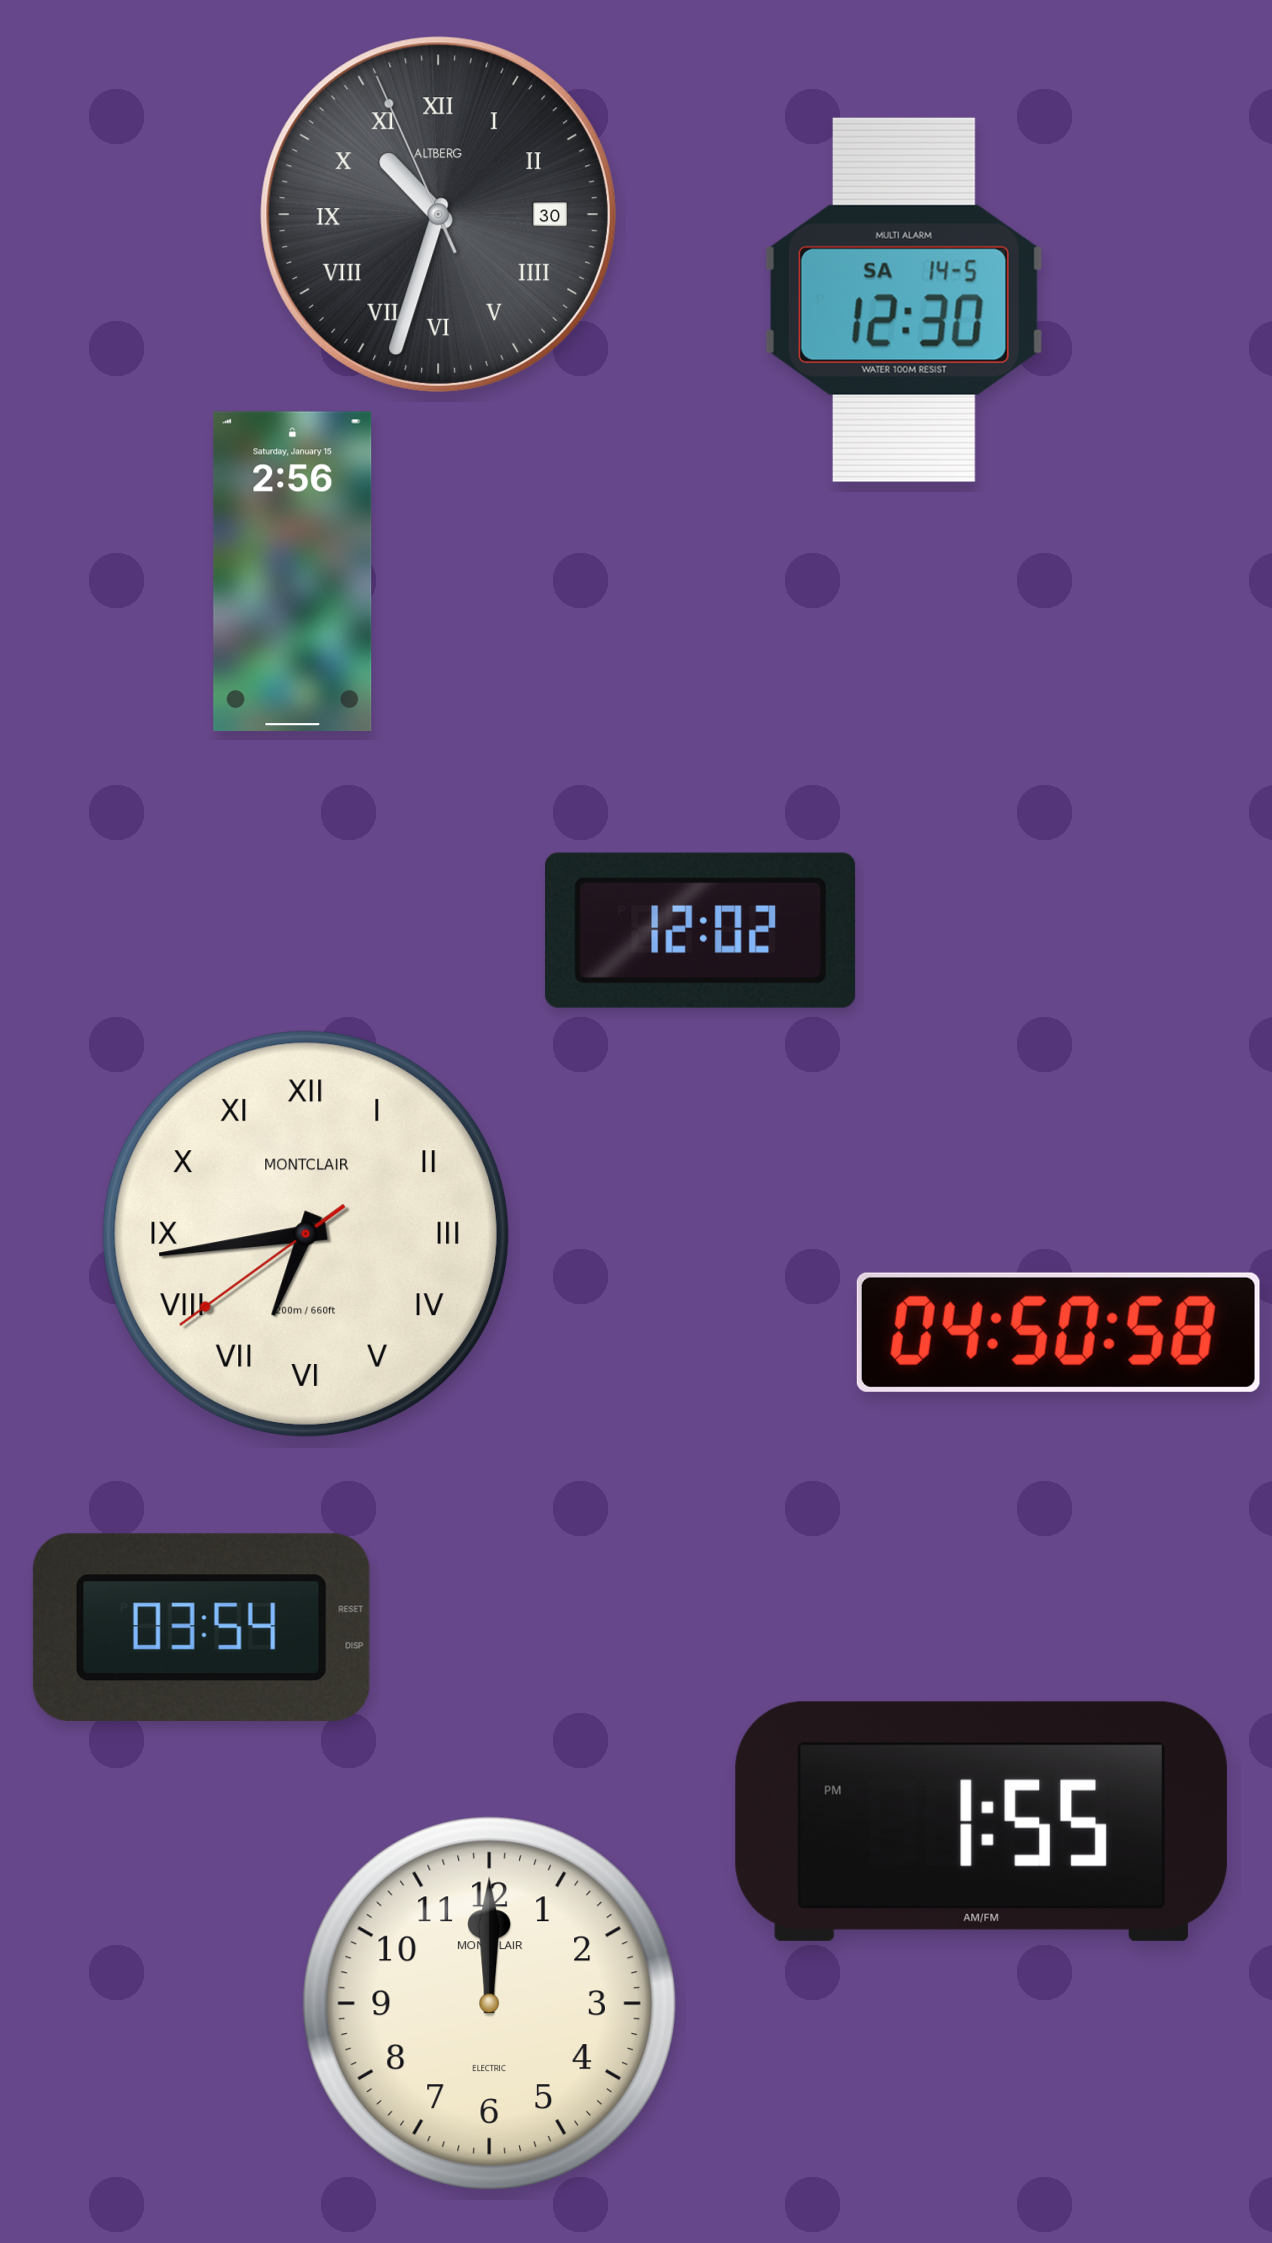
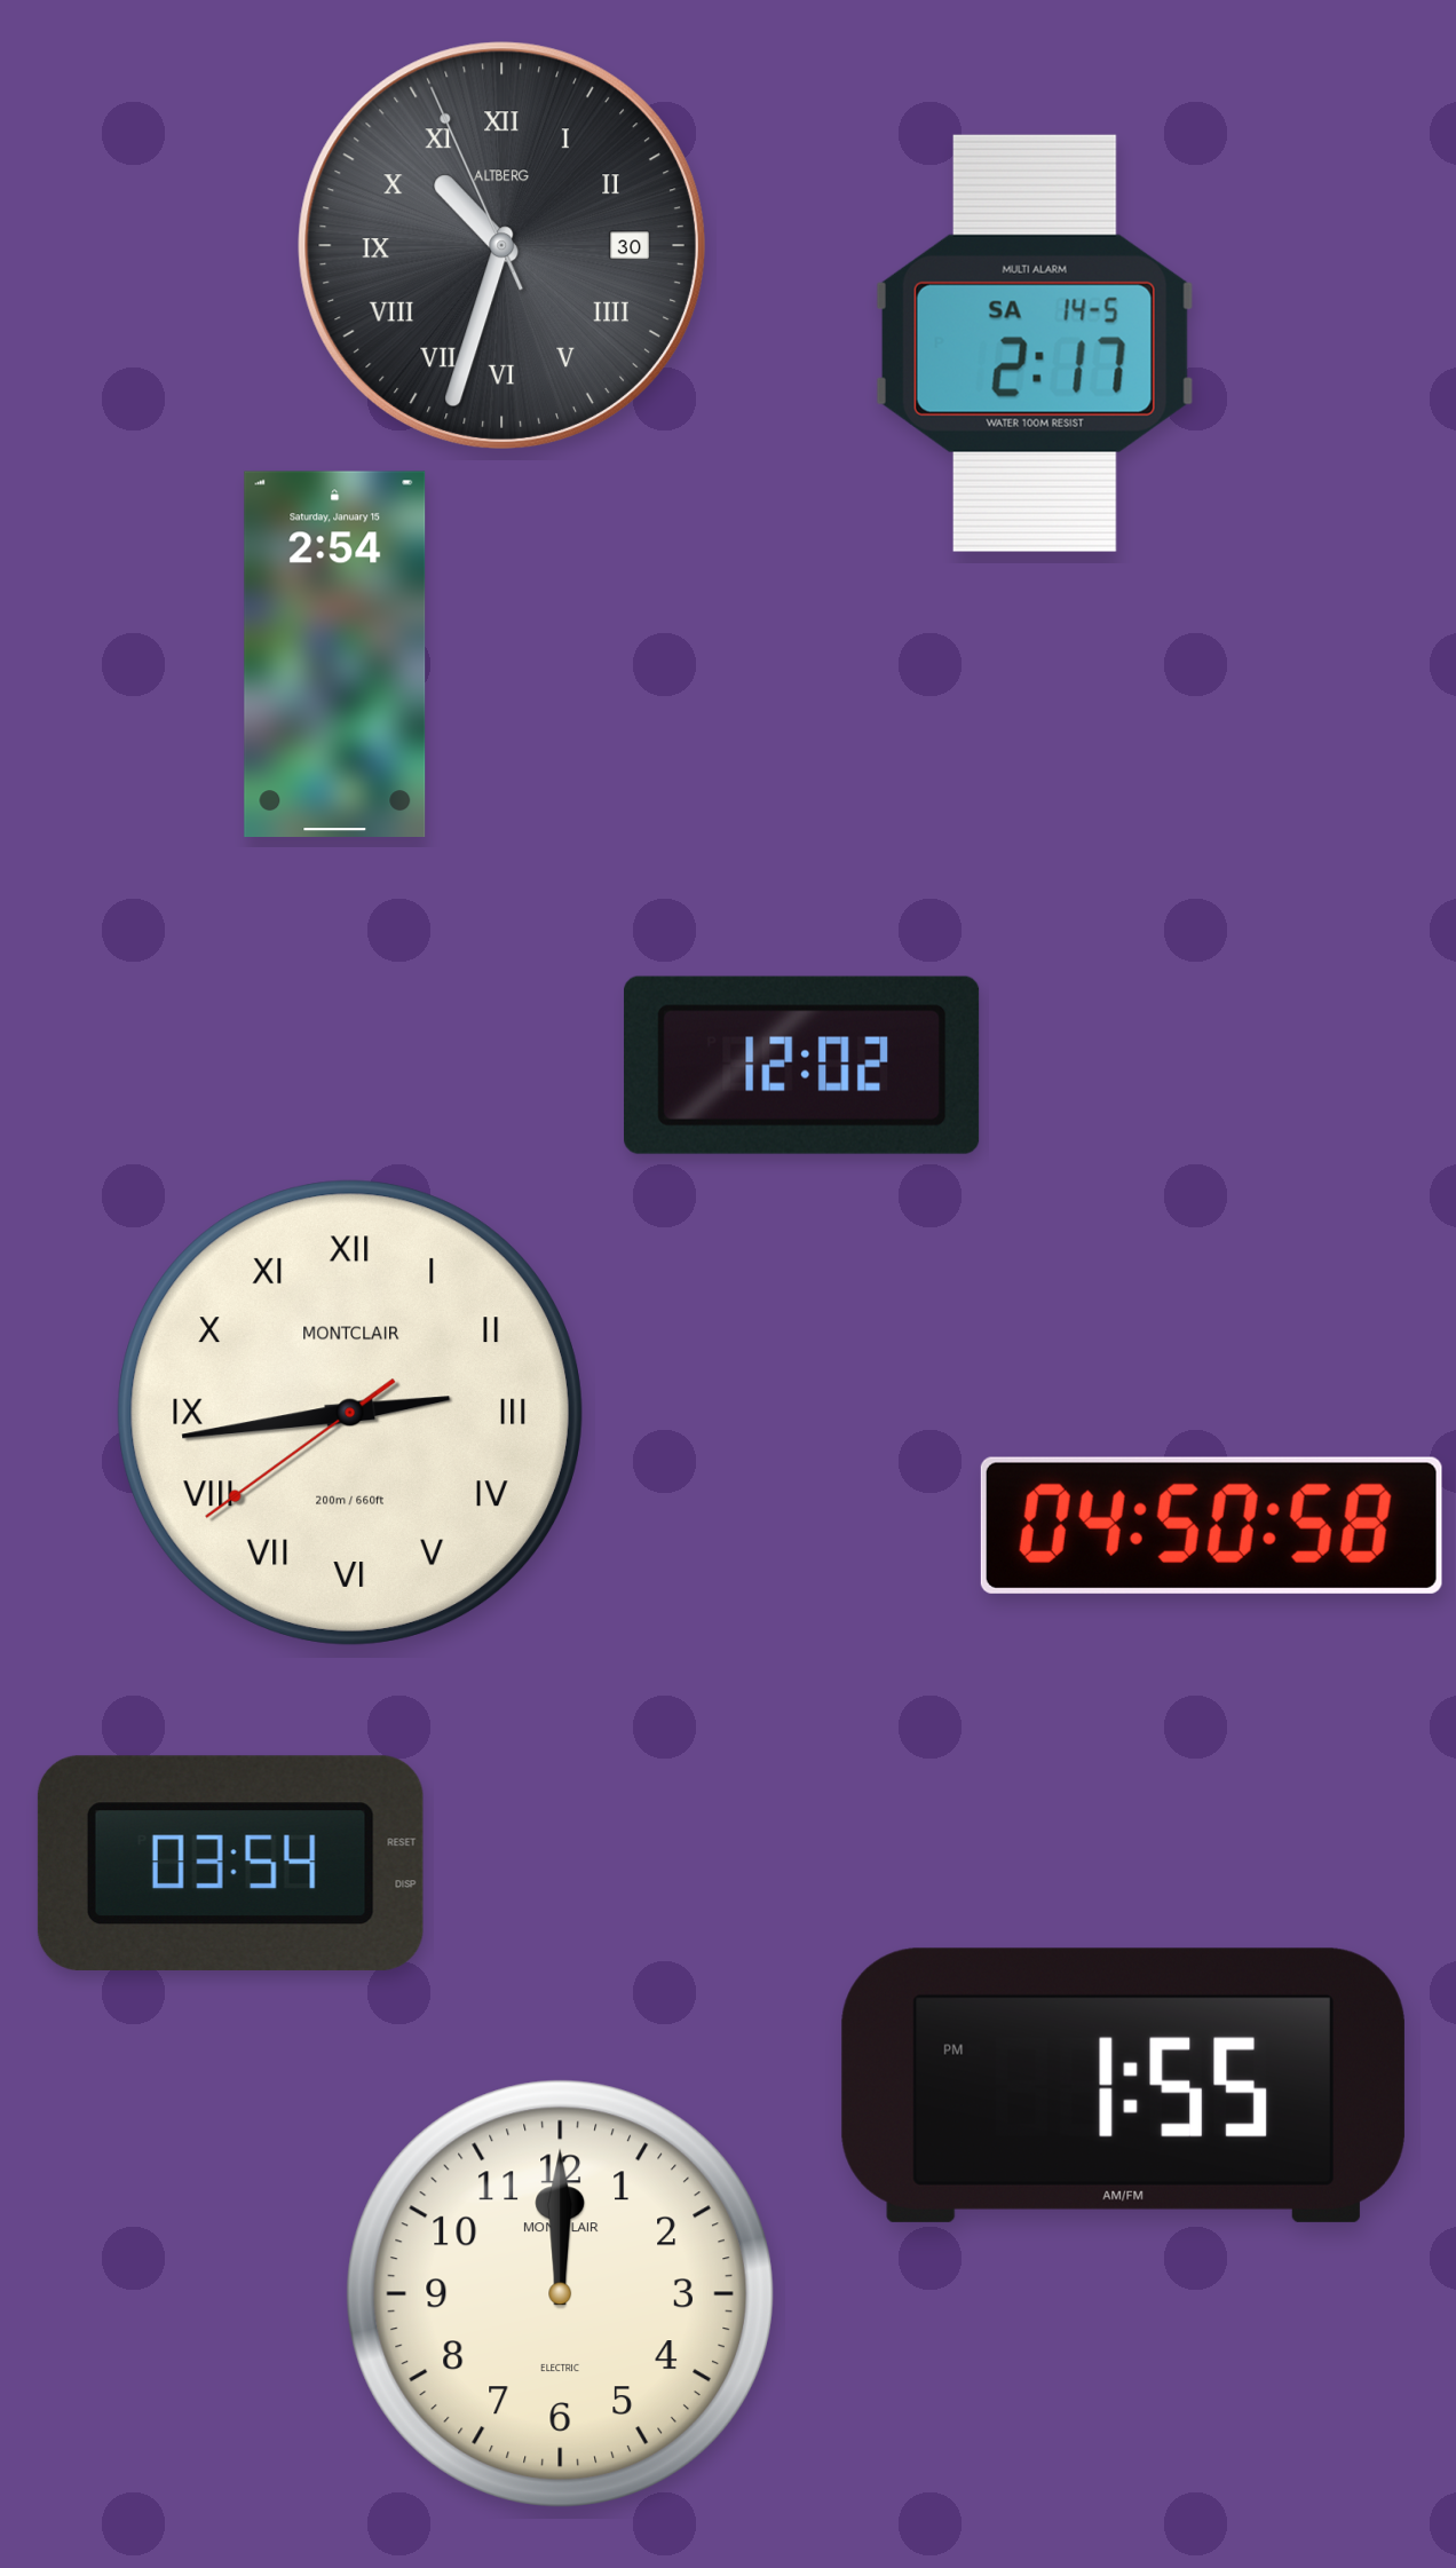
clock at (904, 300): 12:30 -> 2:17
clock at (293, 571): 2:56 -> 2:54
clock at (305, 1233): 6:43 -> 2:43
